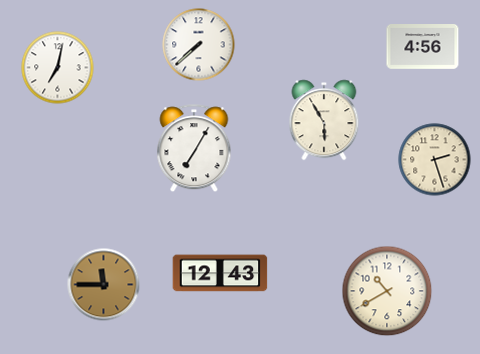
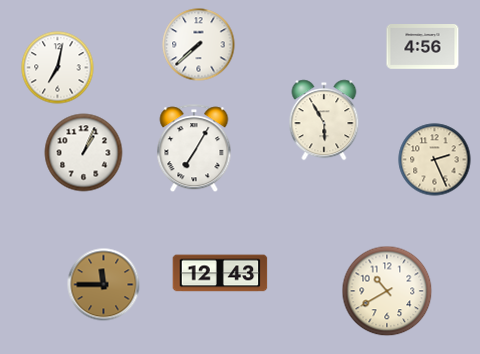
clock at (84, 153): none -> 1:04
clock at (435, 160): 2:27 -> 2:26
